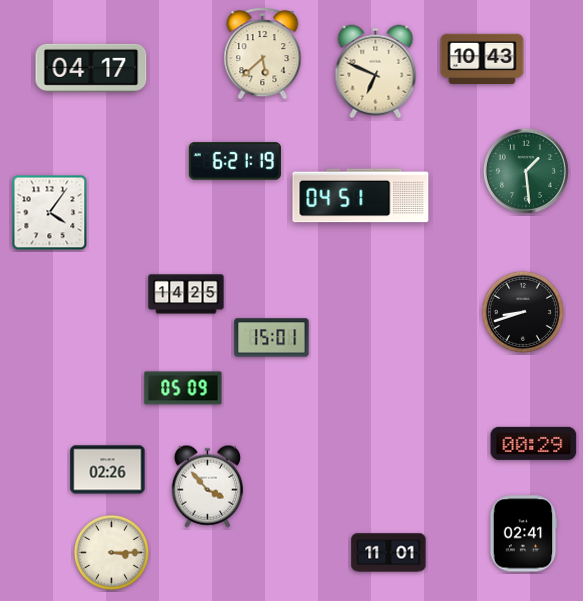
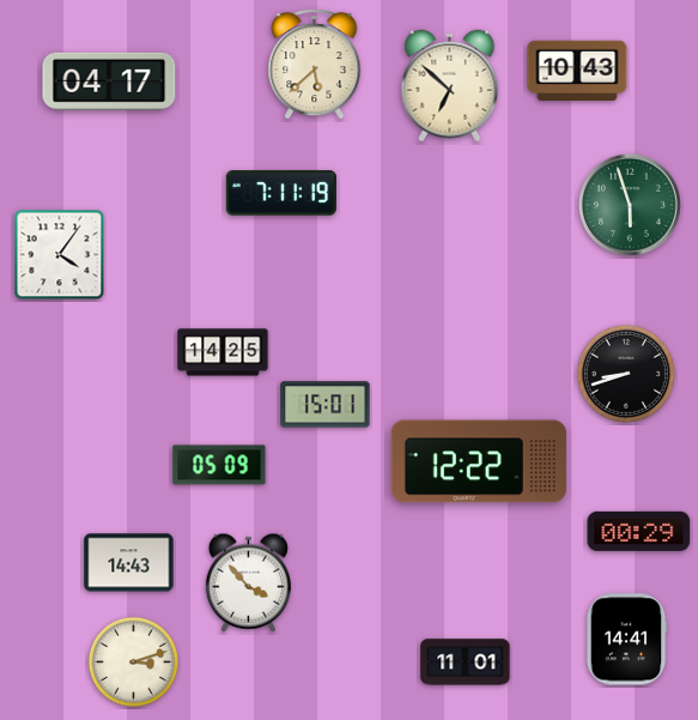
clock at (376, 72): 6:49 -> 6:52
clock at (235, 161): 6:21 -> 7:11
clock at (526, 171): 1:29 -> 5:57
clock at (361, 196): 04:51 -> none
clock at (479, 461): none -> 12:22
clock at (108, 470): 02:26 -> 14:43
clock at (523, 534): 02:41 -> 14:41
clock at (111, 552): 3:15 -> 3:12
